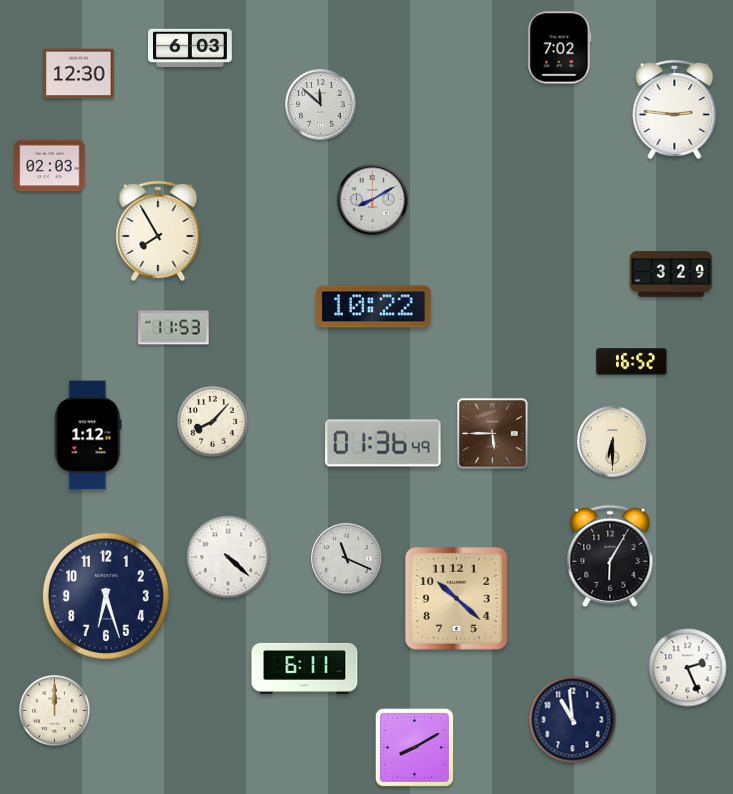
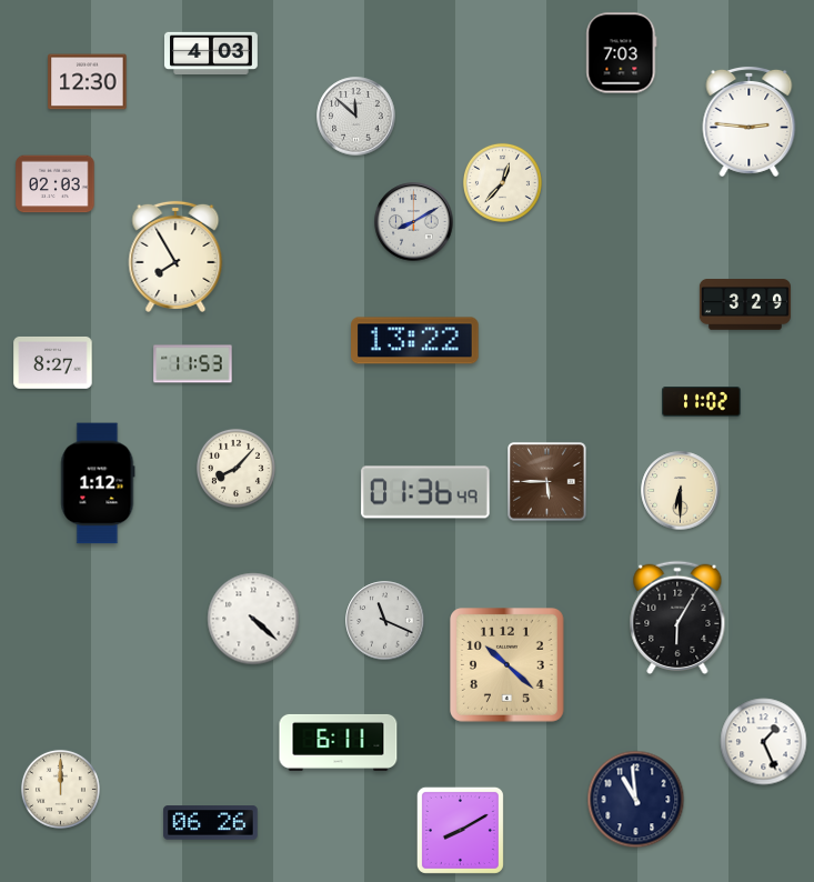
clock at (191, 48): 6:03 -> 4:03
clock at (560, 48): 7:02 -> 7:03
clock at (502, 182): none -> 12:37
clock at (374, 307): 10:22 -> 13:22
clock at (53, 362): none -> 8:27
clock at (632, 362): 16:52 -> 11:02
clock at (106, 596): 6:27 -> none
clock at (688, 668): 2:26 -> 1:26
clock at (211, 823): none -> 06:26
